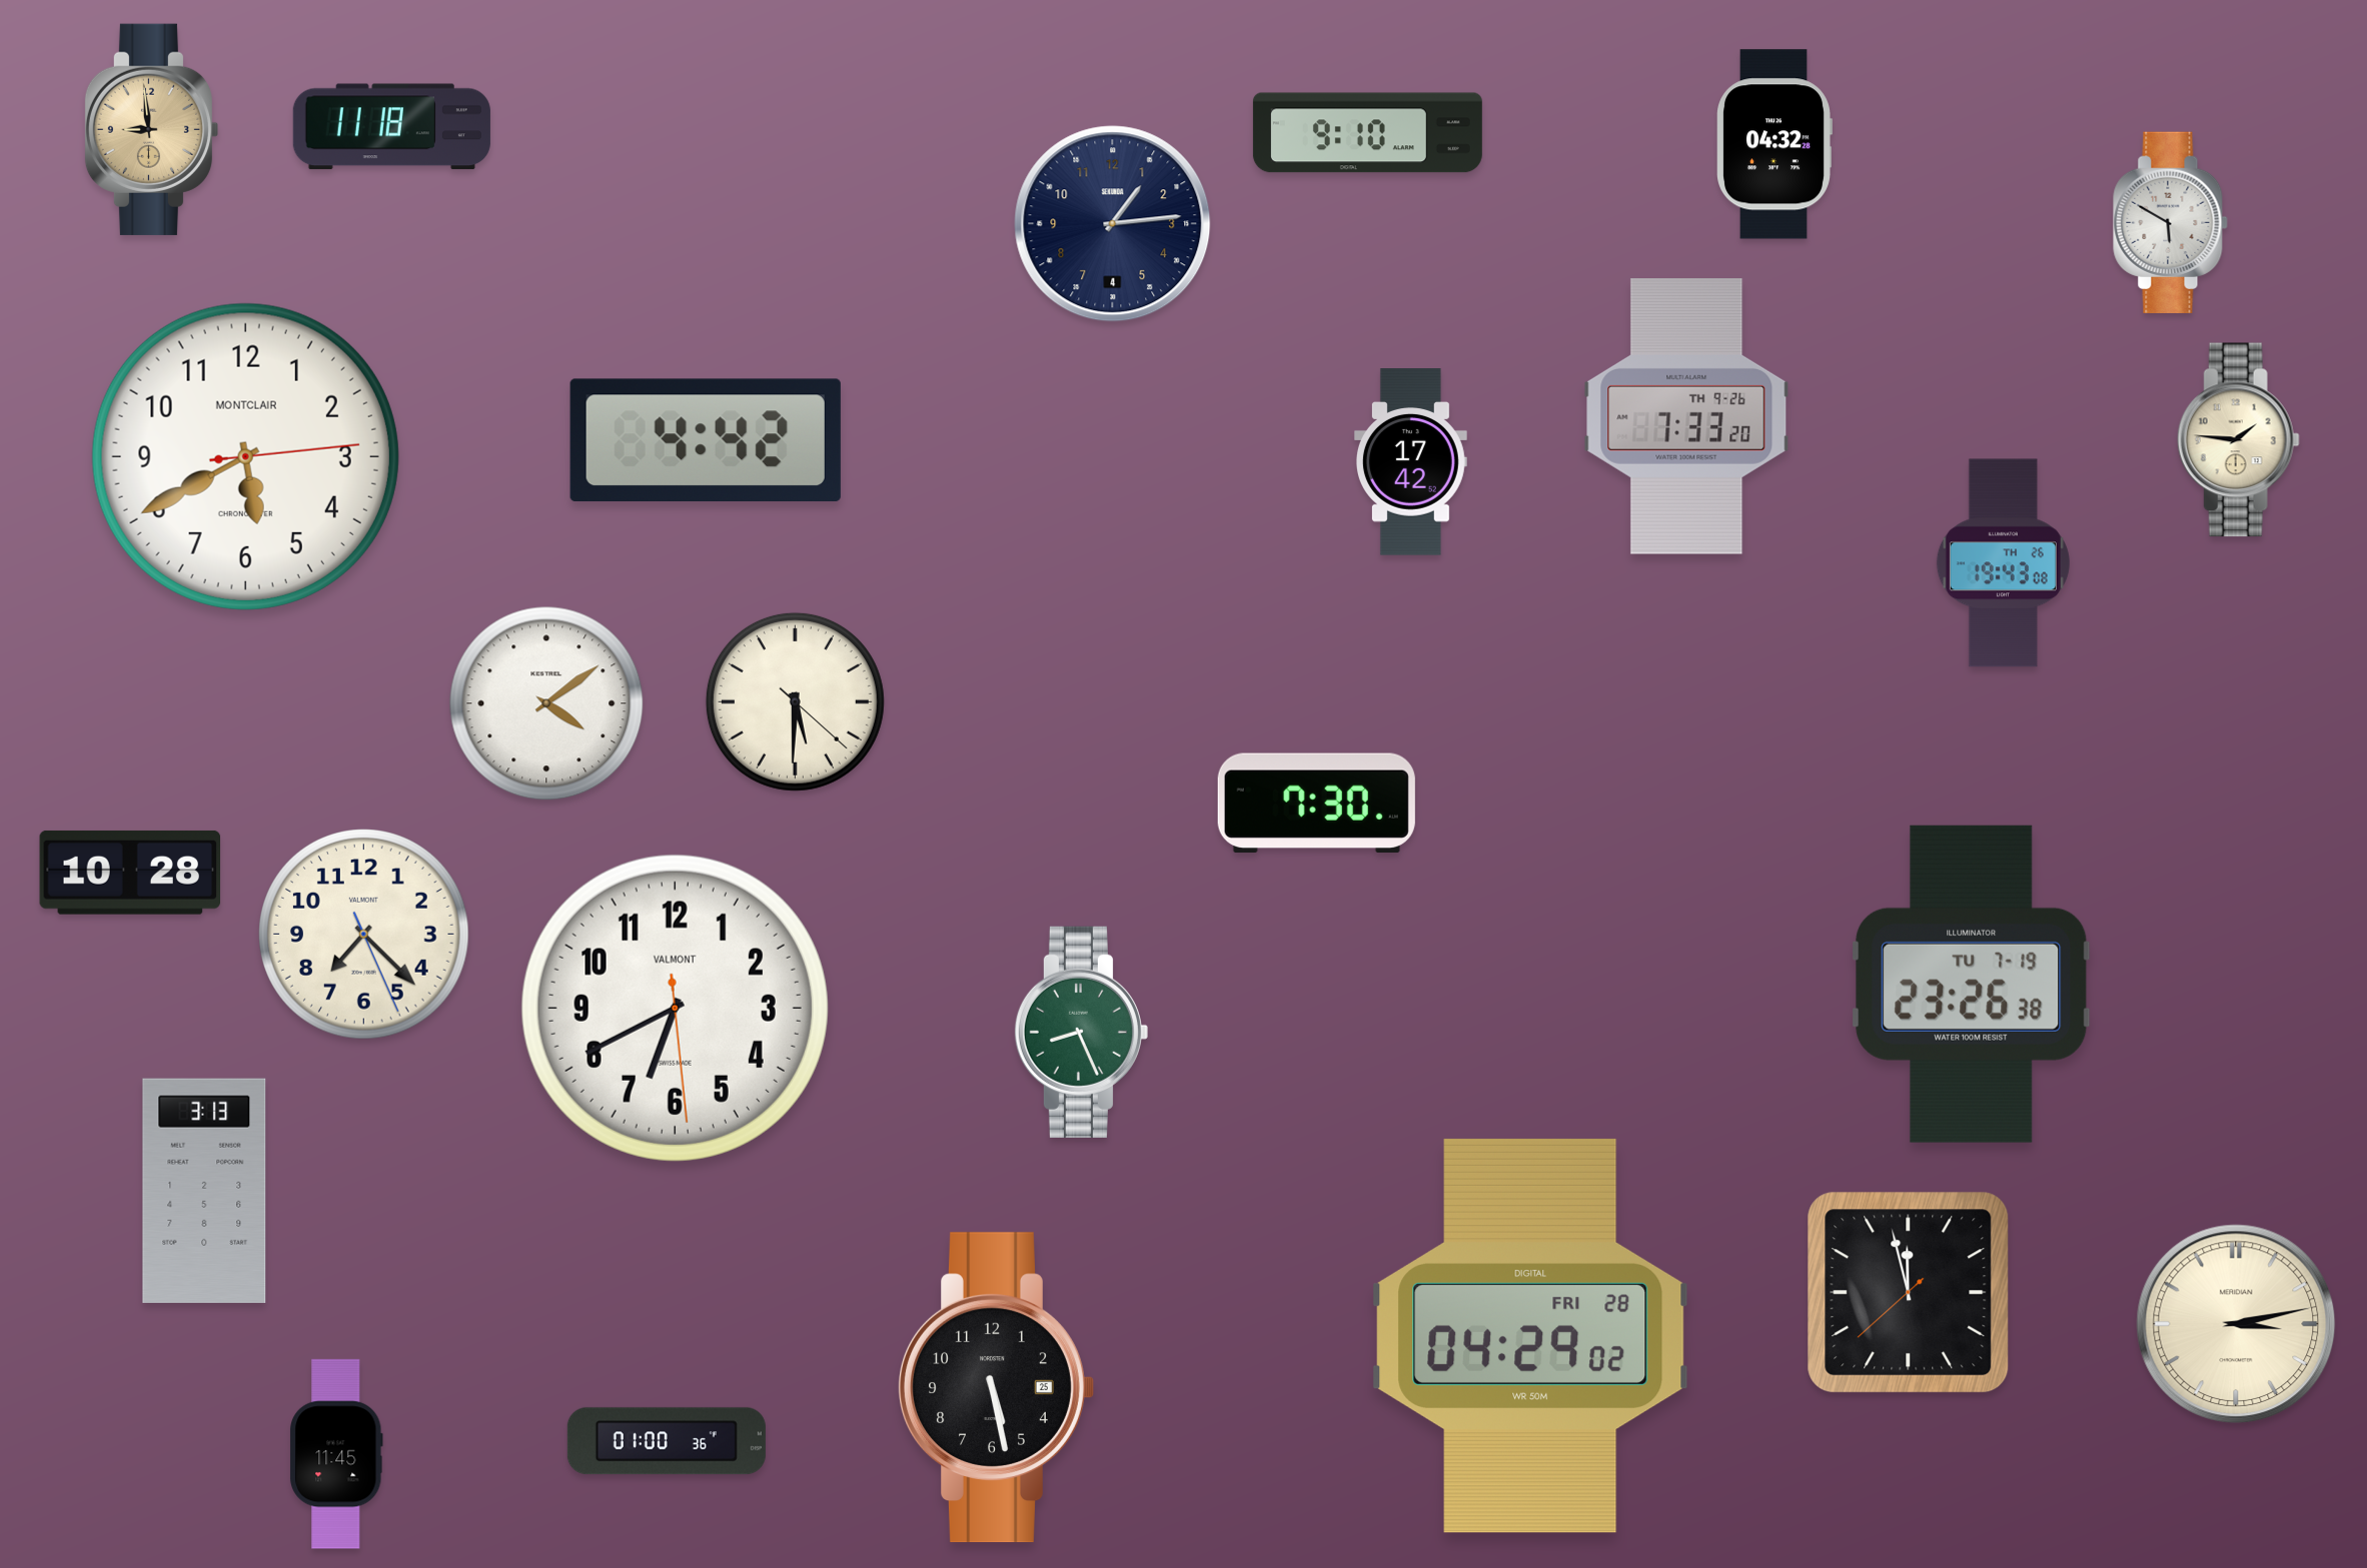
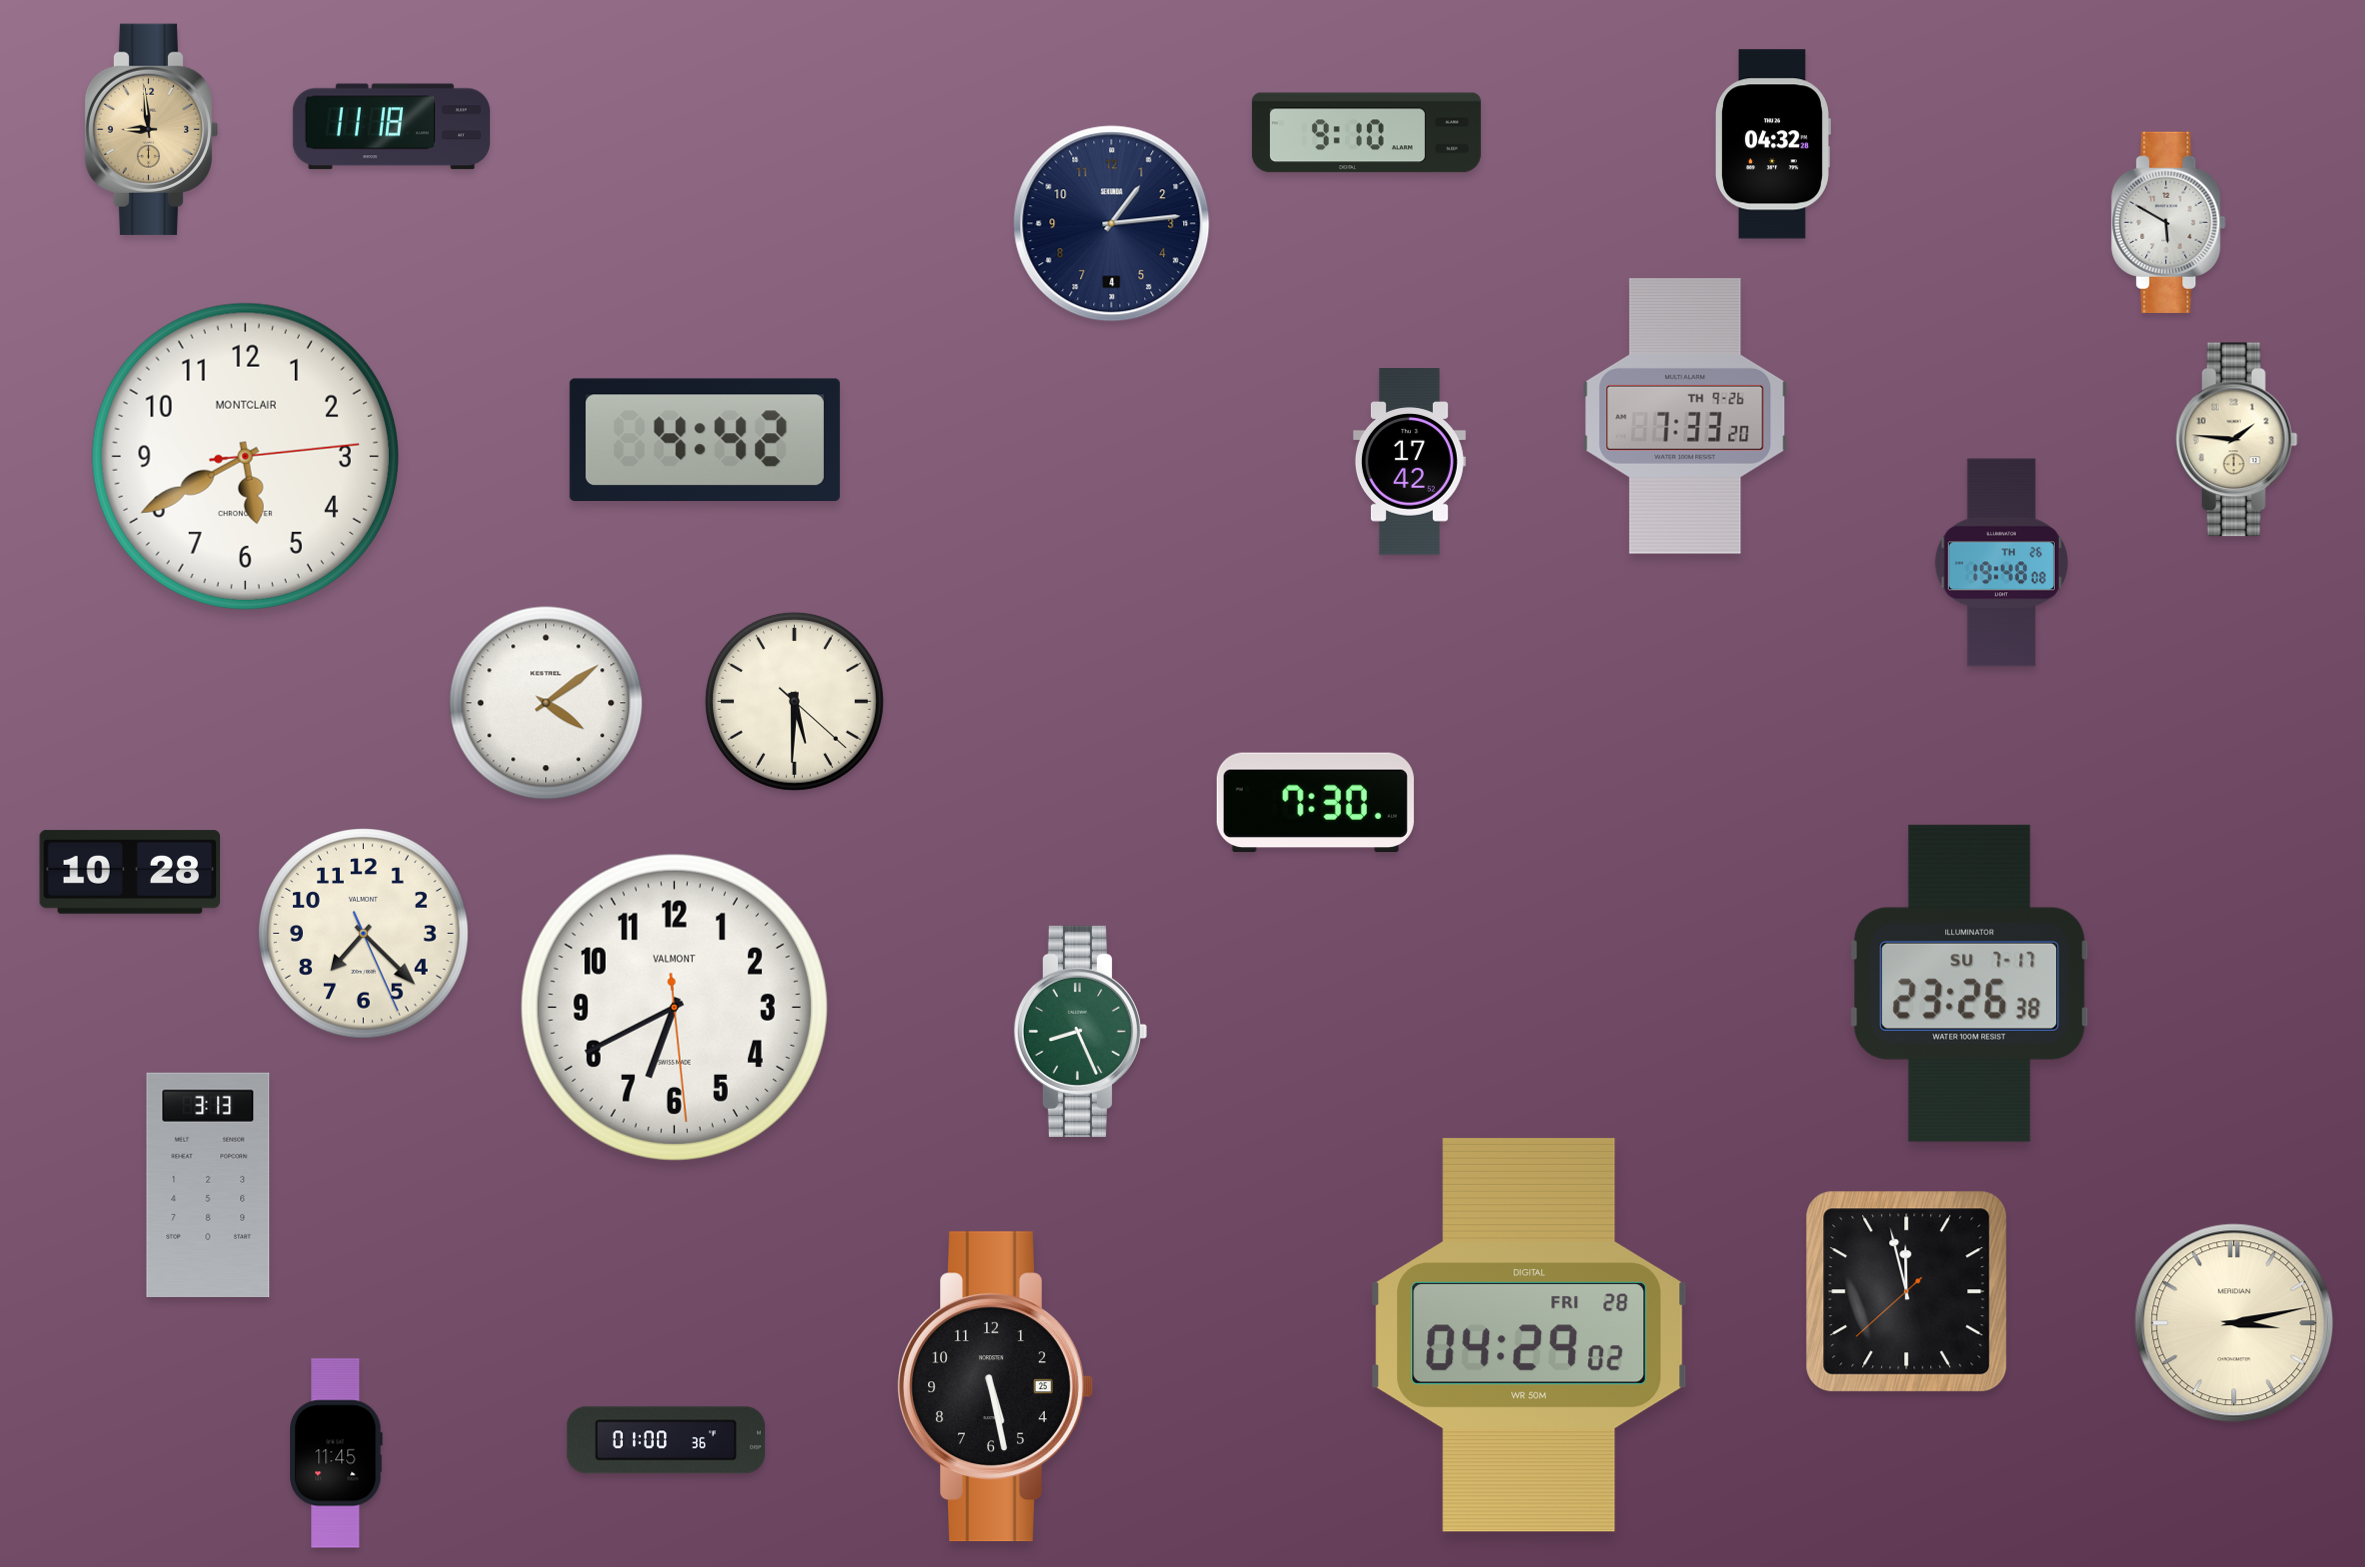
clock at (2003, 563): 19:43 -> 19:48
clock at (1972, 984) date: TU 7-19 -> SU 7-17
clock at (204, 1191) position: (204, 1191) -> (208, 1185)
